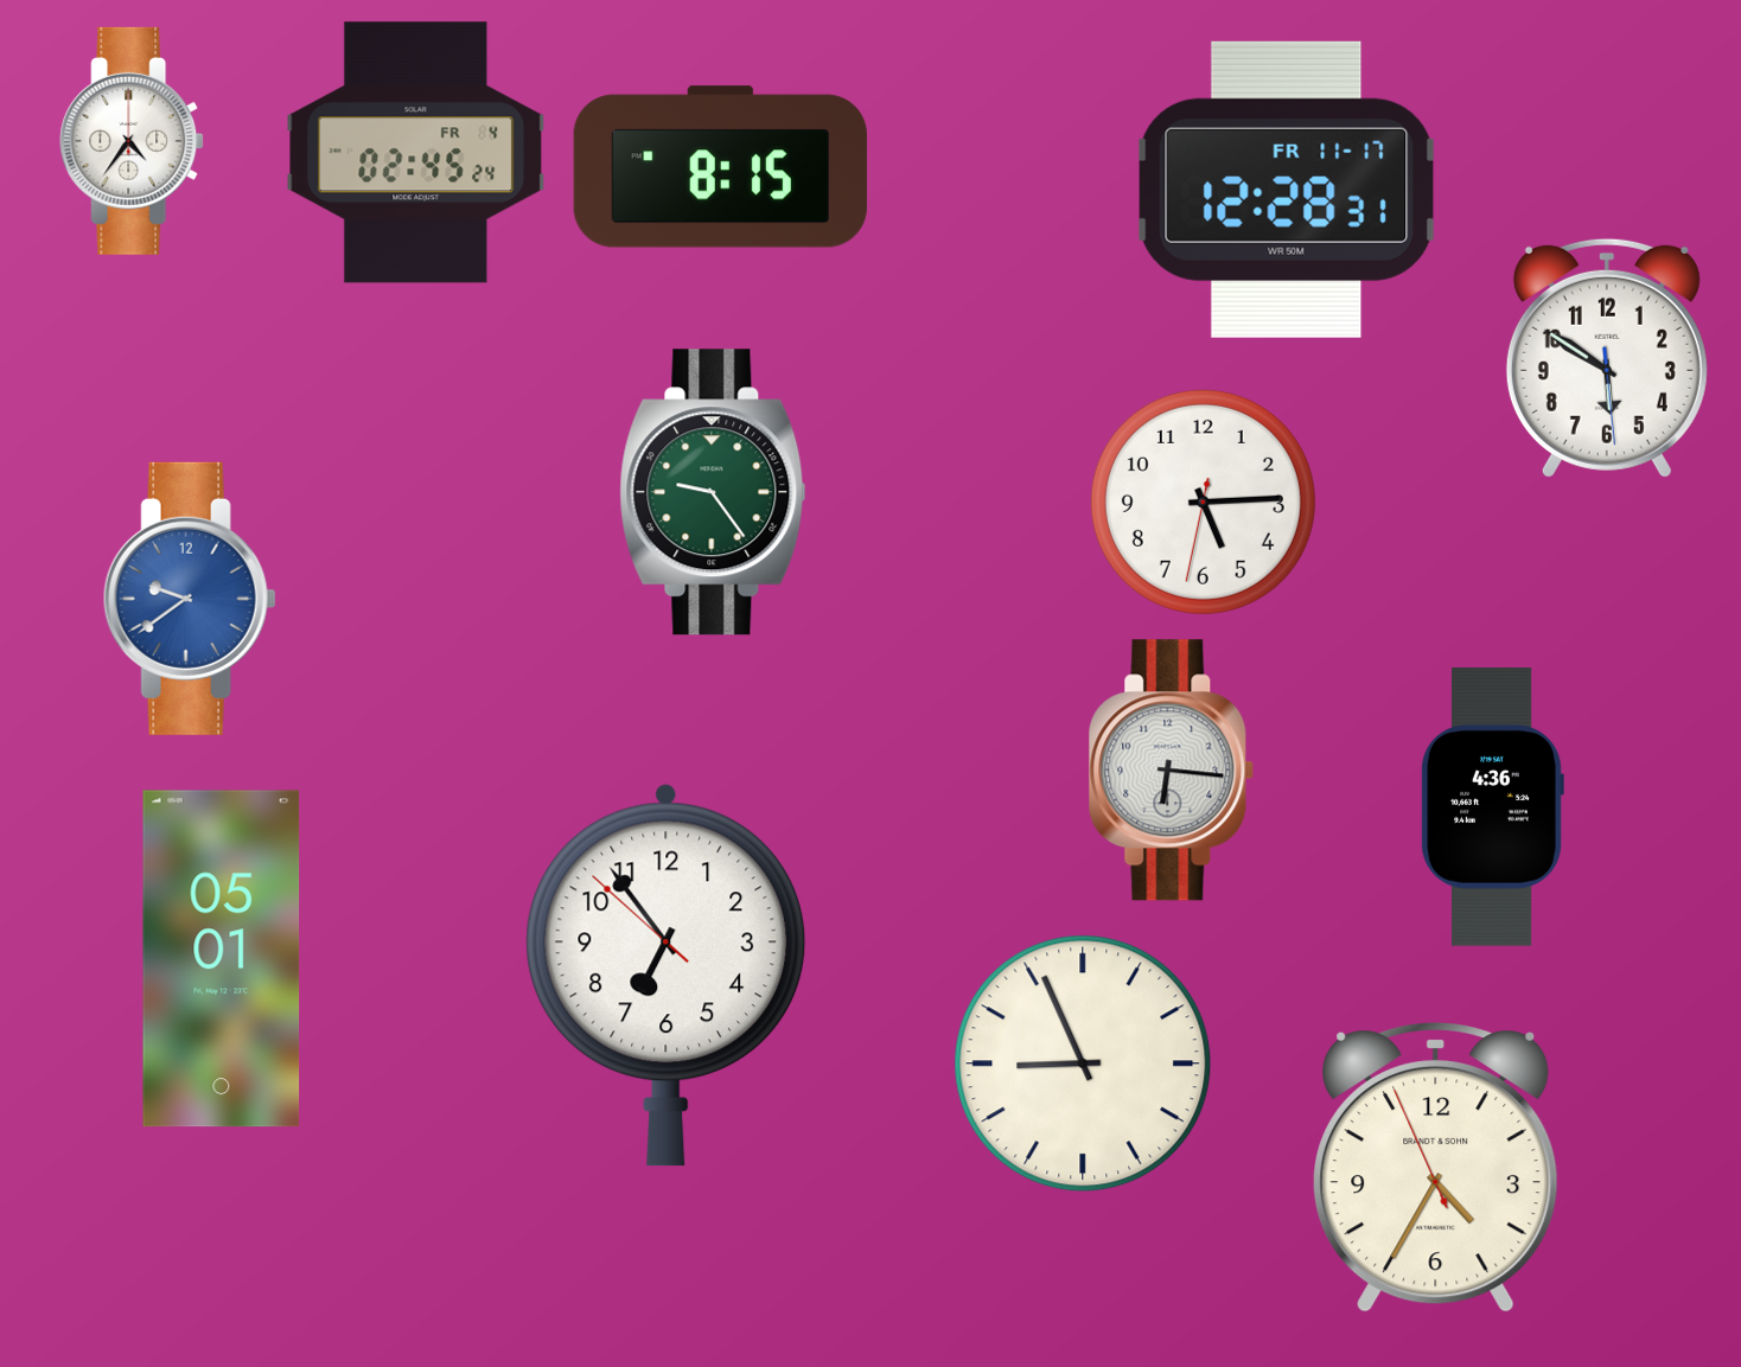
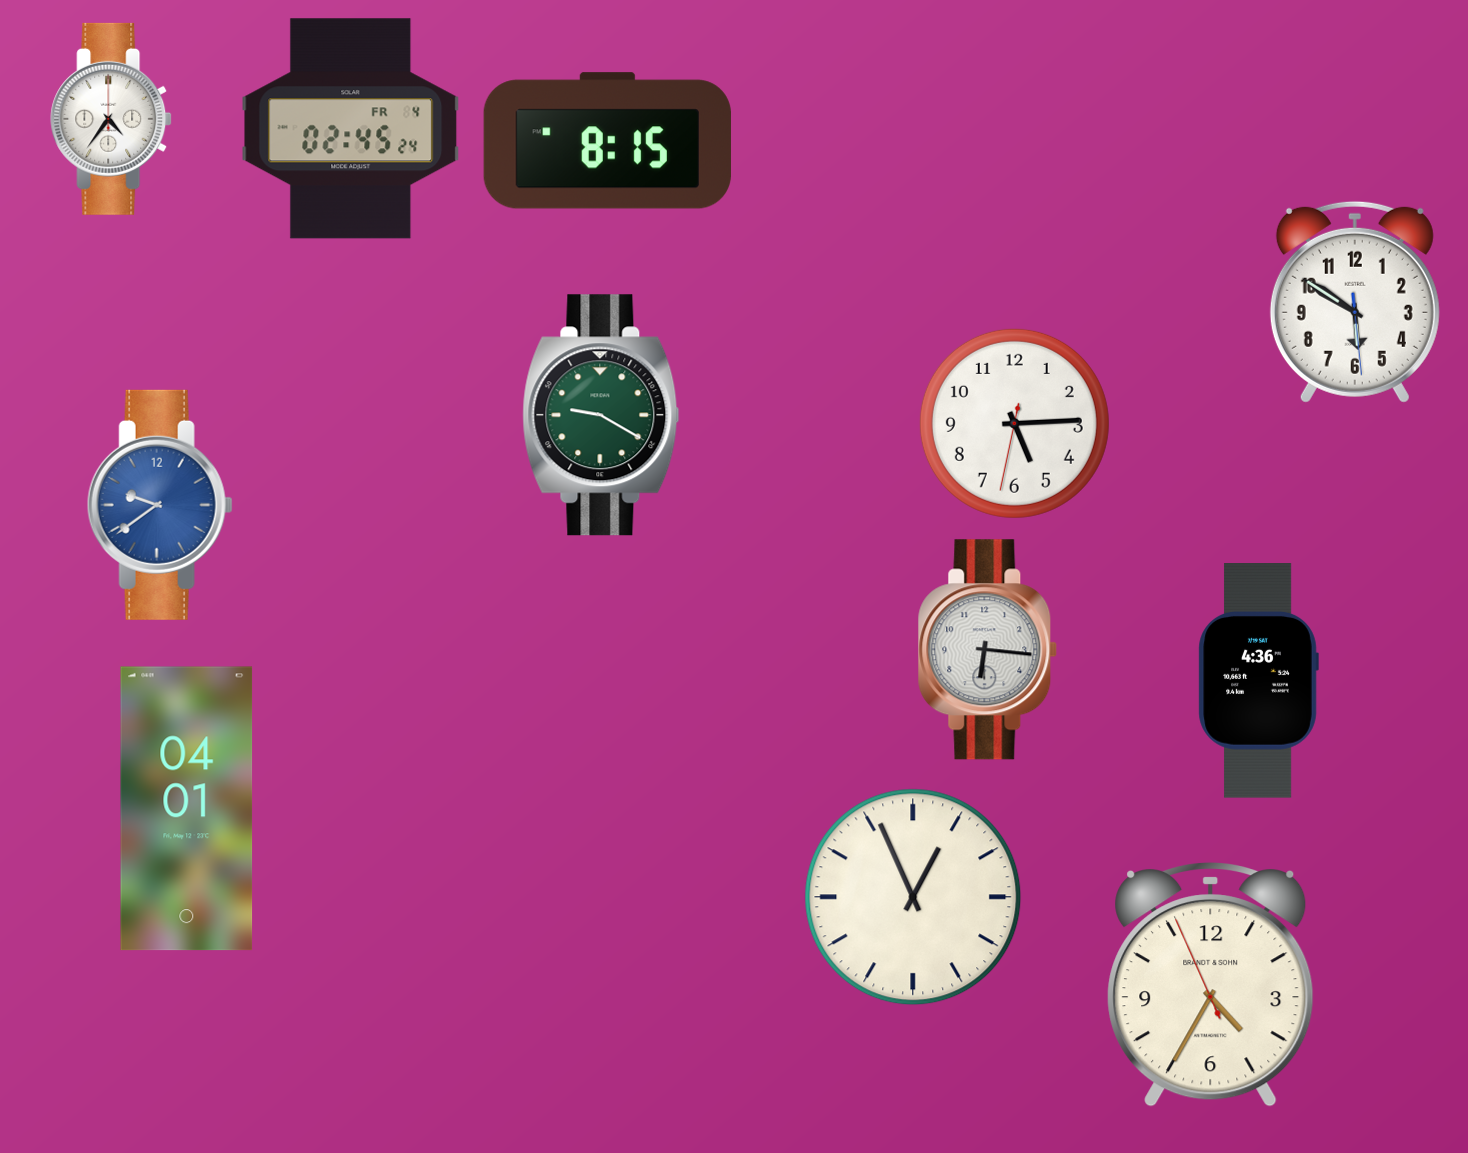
clock at (1287, 190): 12:28 -> none
clock at (713, 492): 9:24 -> 9:20
clock at (222, 959): 05:01 -> 04:01
clock at (667, 975): 6:53 -> none
clock at (1083, 1063): 8:56 -> 12:56
